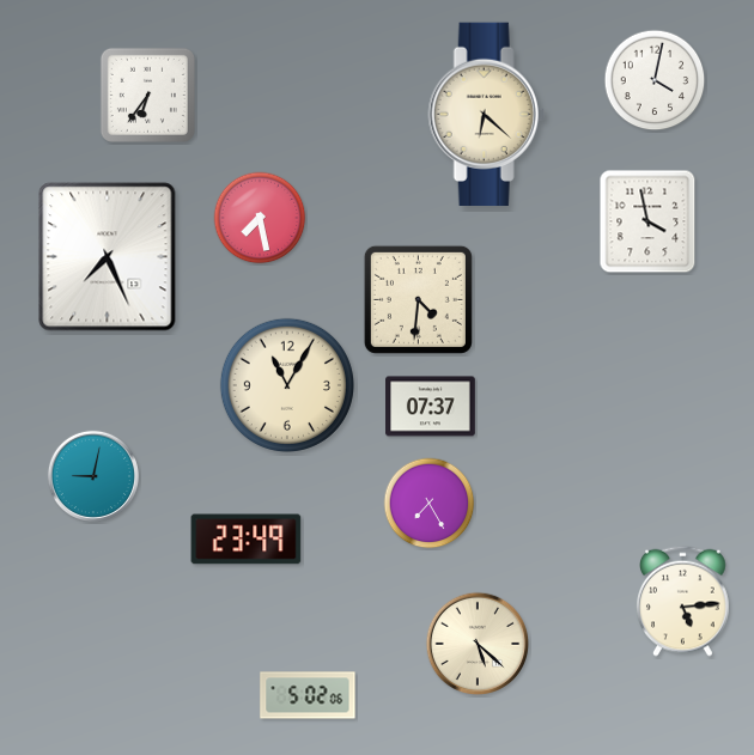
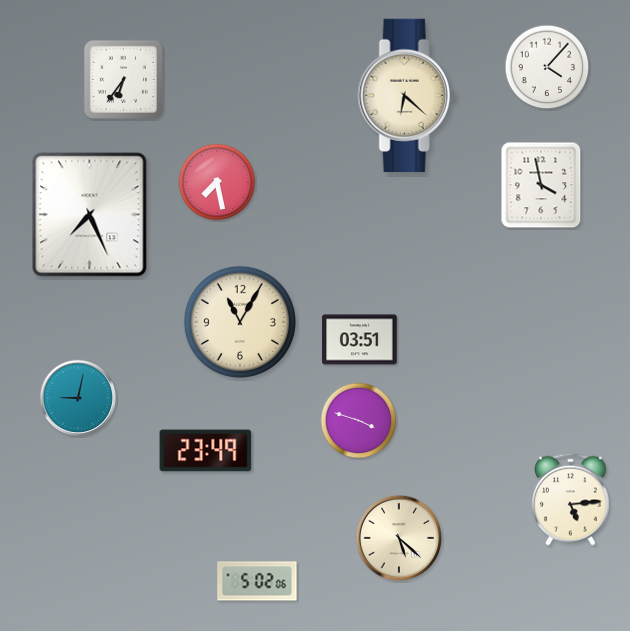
clock at (655, 80): 4:02 -> 4:07
clock at (418, 299): 4:31 -> none
clock at (431, 407): 07:37 -> 03:51
clock at (430, 504): 7:25 -> 3:48
clock at (683, 601) position: (683, 601) -> (571, 499)
